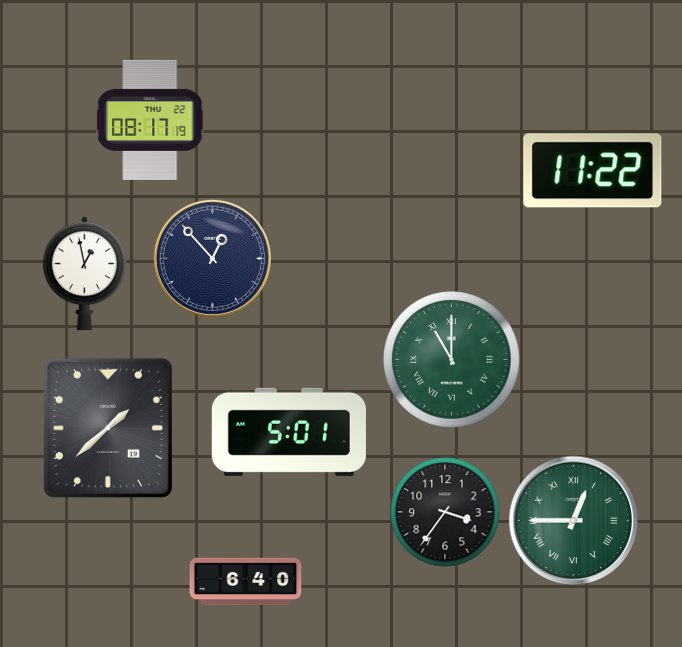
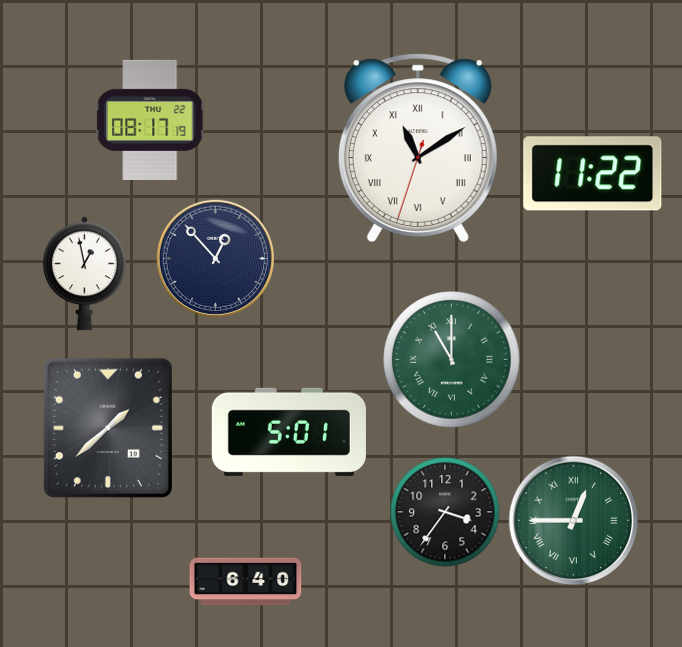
clock at (418, 148): none -> 11:09
clock at (593, 171) position: (593, 171) -> (593, 174)
clock at (212, 258) position: (212, 258) -> (215, 258)
